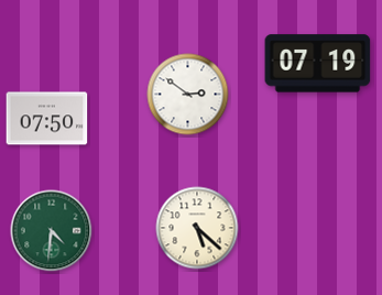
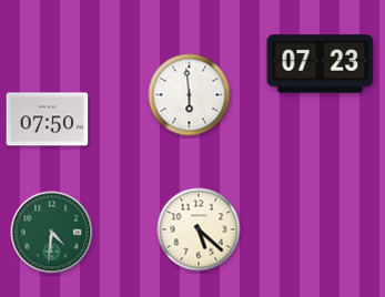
clock at (318, 64): 07:19 -> 07:23
clock at (188, 95): 2:51 -> 5:59
